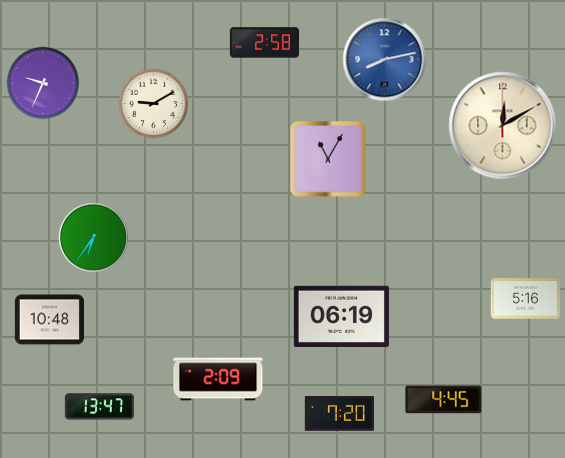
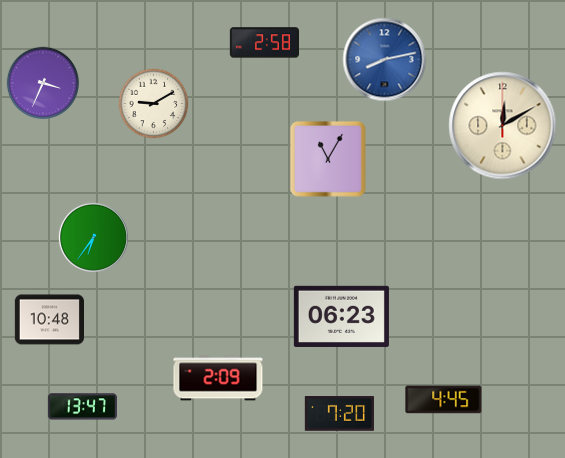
clock at (43, 83): 9:34 -> 3:34
clock at (525, 299): 5:16 -> none
clock at (341, 316): 06:19 -> 06:23
clock at (99, 407) position: (99, 407) -> (82, 407)
